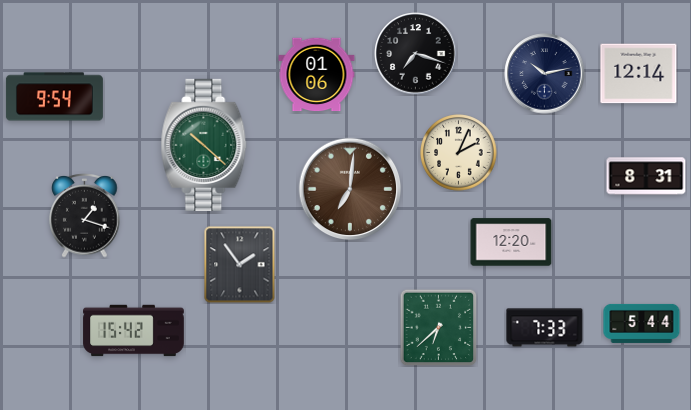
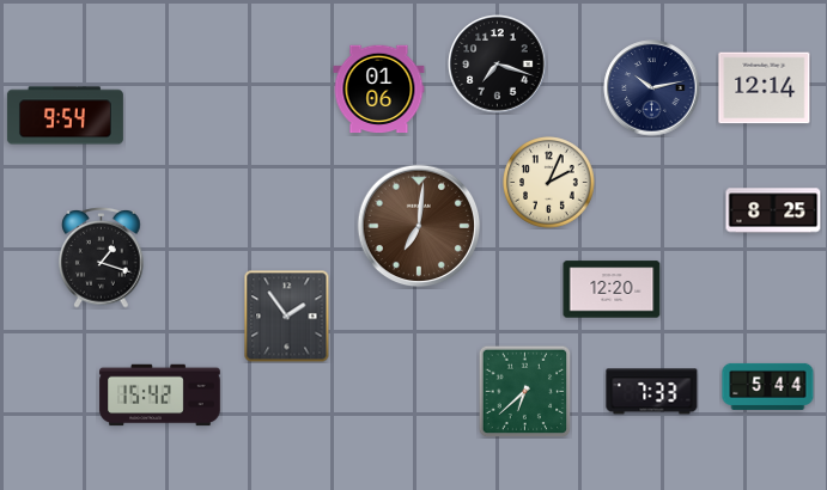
clock at (204, 145): 10:22 -> none
clock at (646, 176): 8:31 -> 8:25
